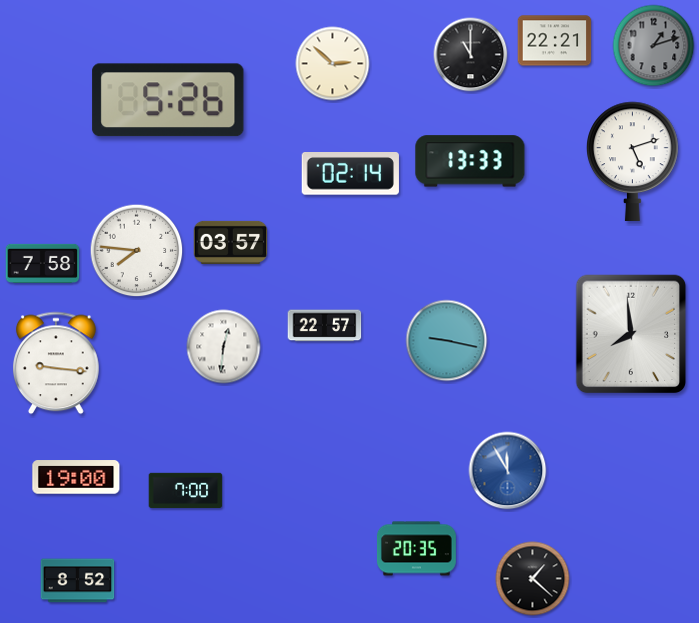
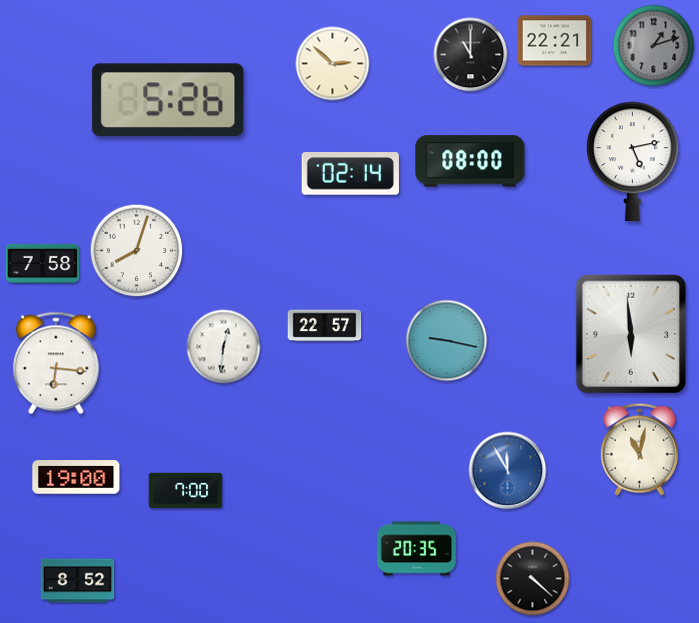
clock at (470, 161): 13:33 -> 08:00
clock at (633, 161): 5:12 -> 5:13
clock at (231, 242): 03:57 -> none
clock at (137, 251): 7:46 -> 8:03
clock at (631, 334): 7:59 -> 5:59
clock at (57, 363): 9:16 -> 6:16
clock at (639, 449): none -> 11:02
clock at (533, 579): 1:22 -> 4:22
